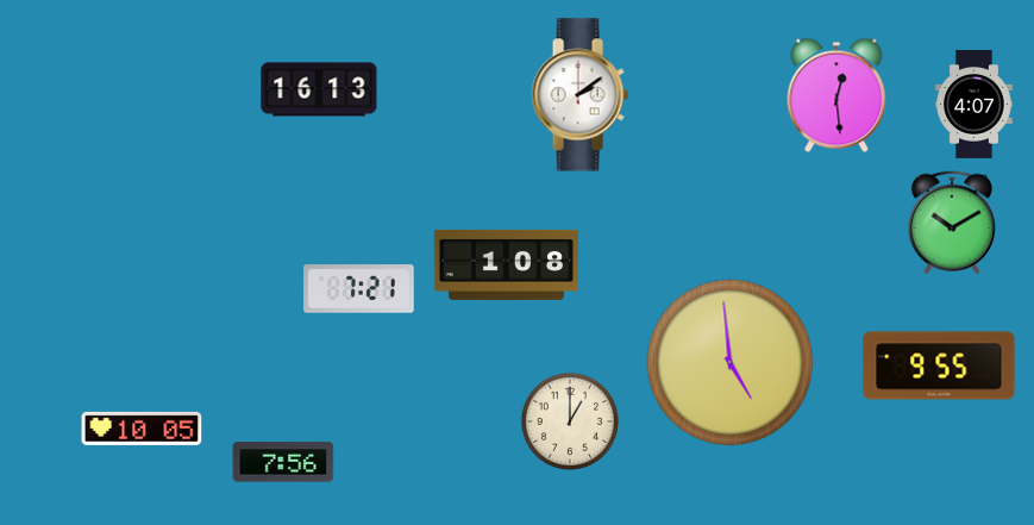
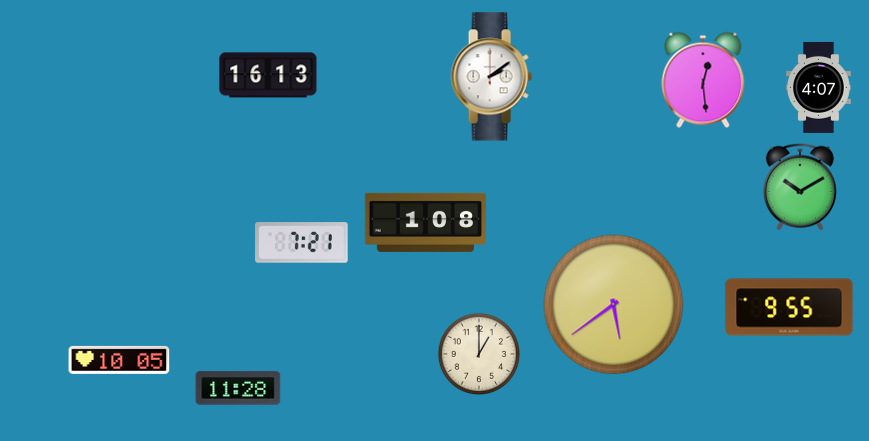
clock at (579, 95) position: (579, 95) -> (491, 77)
clock at (731, 363): 4:59 -> 5:39
clock at (283, 462): 7:56 -> 11:28
